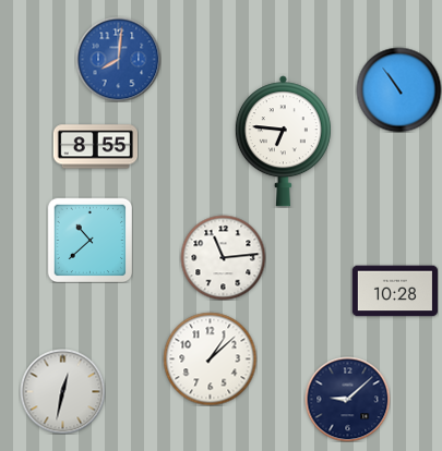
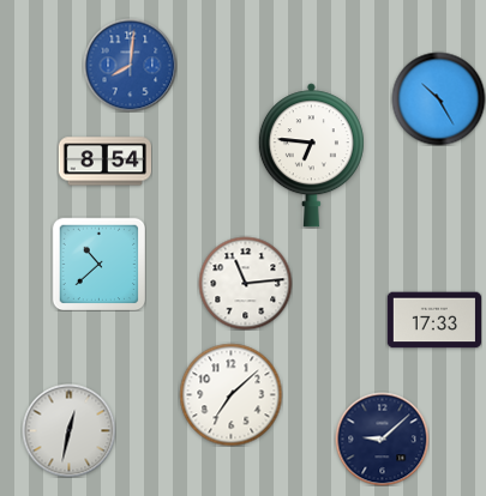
clock at (398, 89): 10:54 -> 10:25
clock at (95, 147): 8:55 -> 8:54
clock at (394, 291): 10:28 -> 17:33
clock at (210, 358): 1:08 -> 7:08
